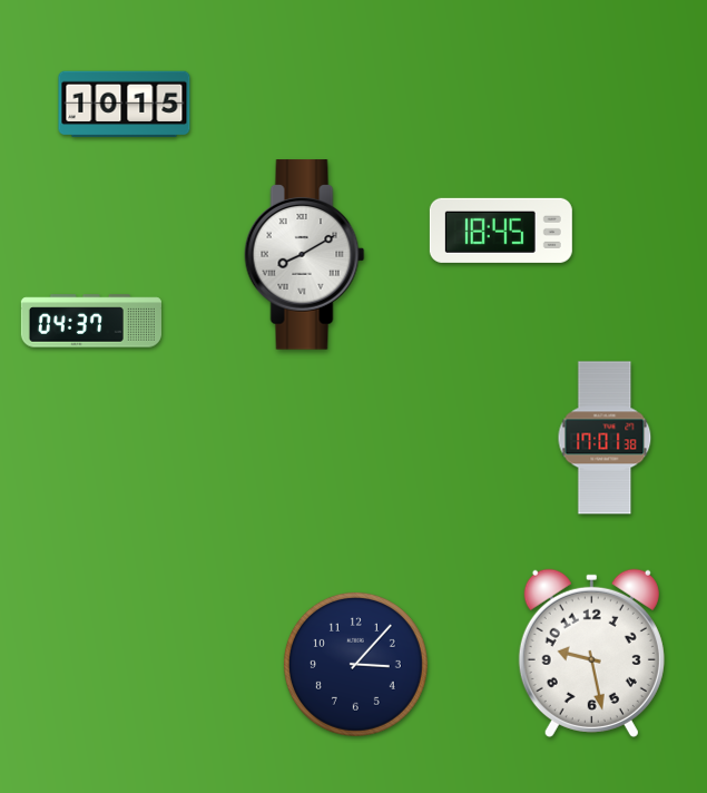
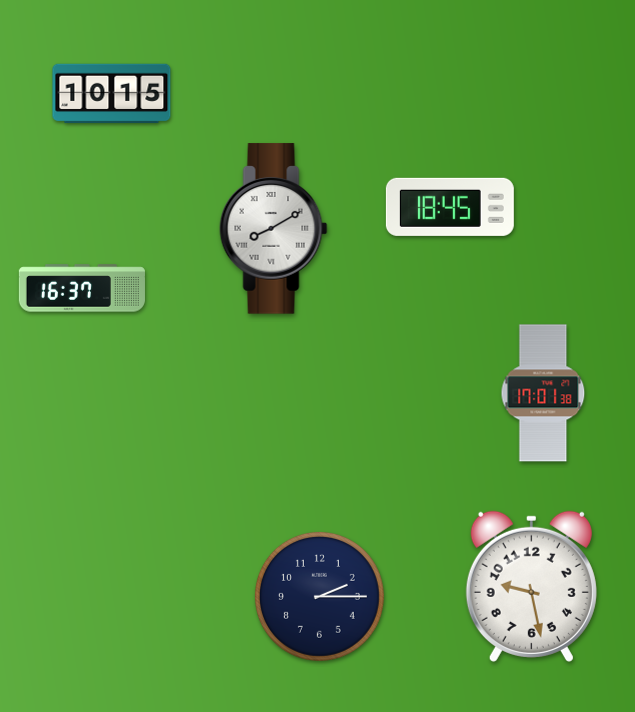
clock at (91, 321): 04:37 -> 16:37
clock at (355, 664): 3:07 -> 2:15
